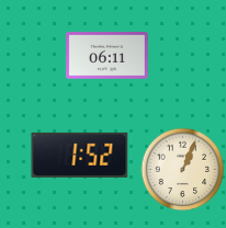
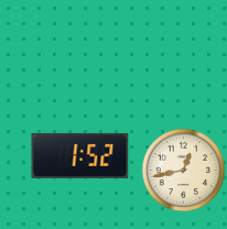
clock at (108, 56): 06:11 -> none
clock at (183, 170): 1:04 -> 12:43
